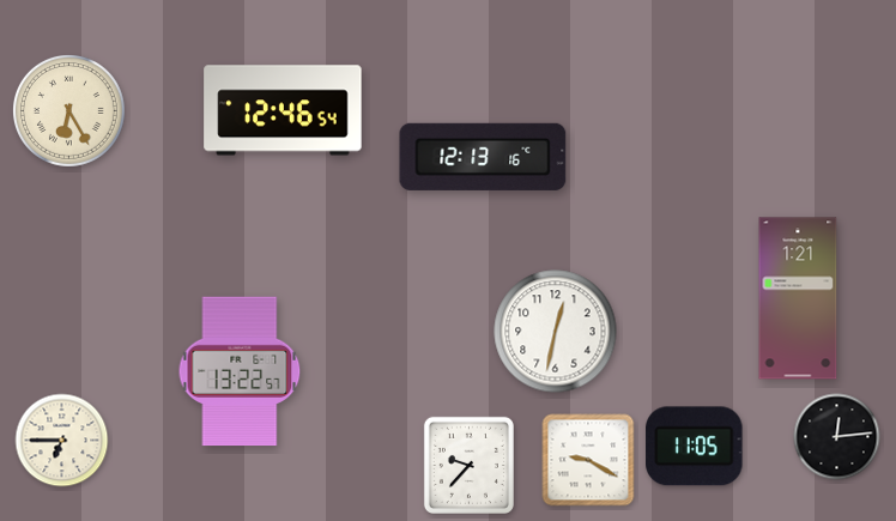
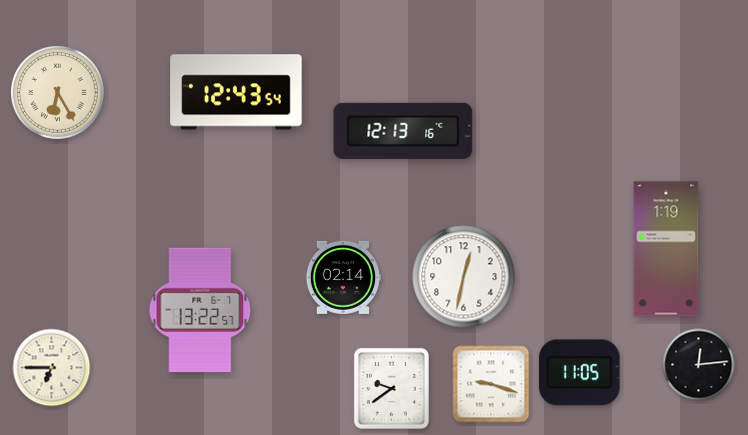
clock at (283, 110): 12:46 -> 12:43
clock at (798, 298): 1:21 -> 1:19
clock at (343, 277): none -> 02:14
clock at (588, 460): 9:20 -> 9:18
clock at (468, 465): 9:37 -> 9:39
